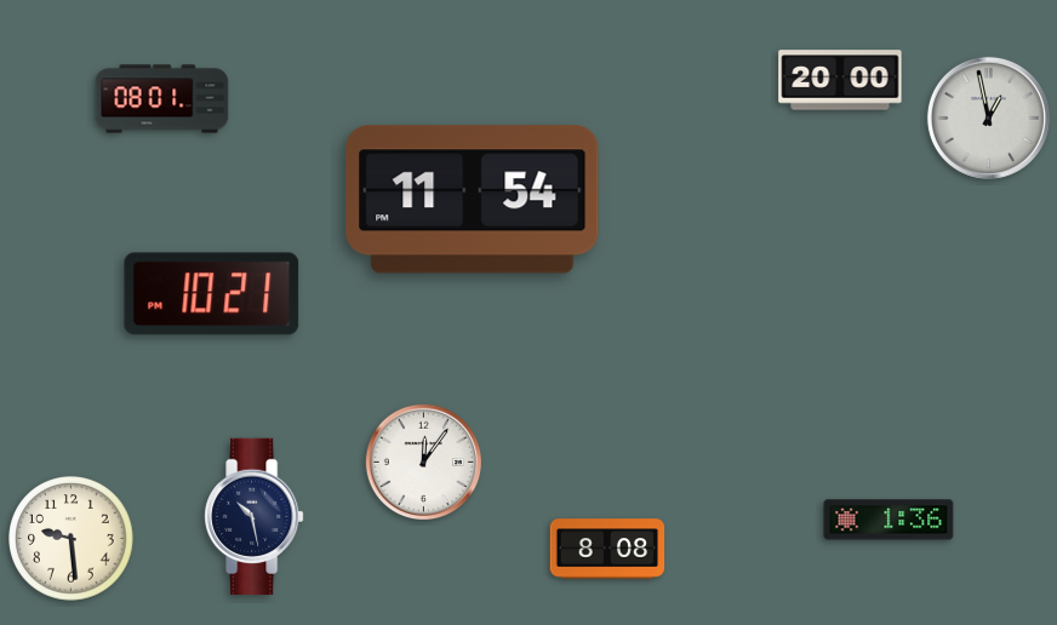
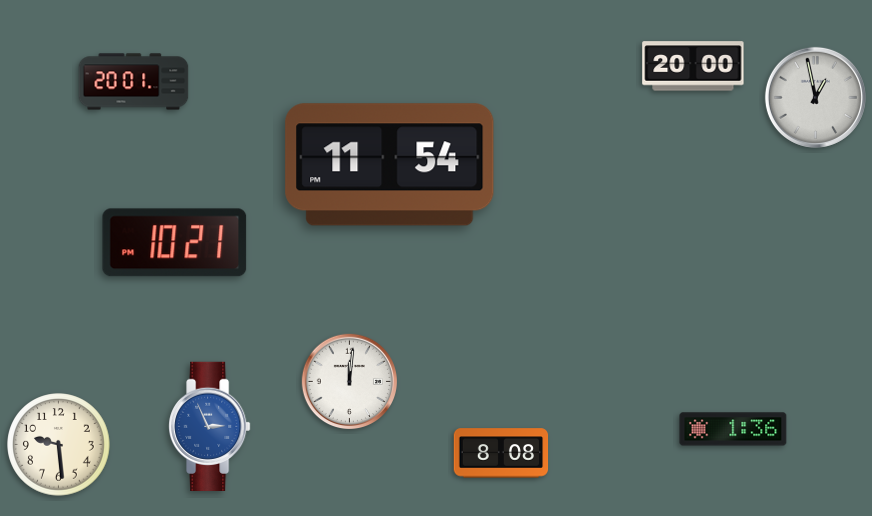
clock at (162, 99): 08:01 -> 20:01
clock at (423, 461): 12:06 -> 12:01
clock at (255, 516): 10:28 -> 2:56
clock at (255, 516) dial: navy -> blue
